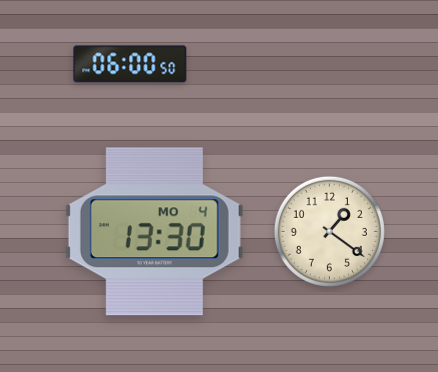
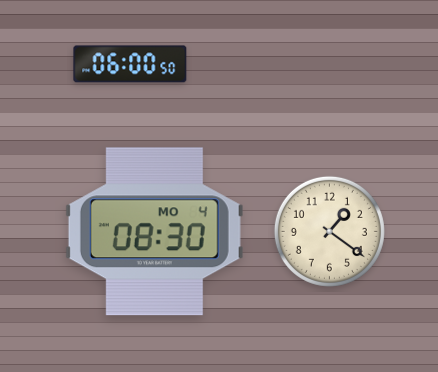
clock at (154, 232): 13:30 -> 08:30
